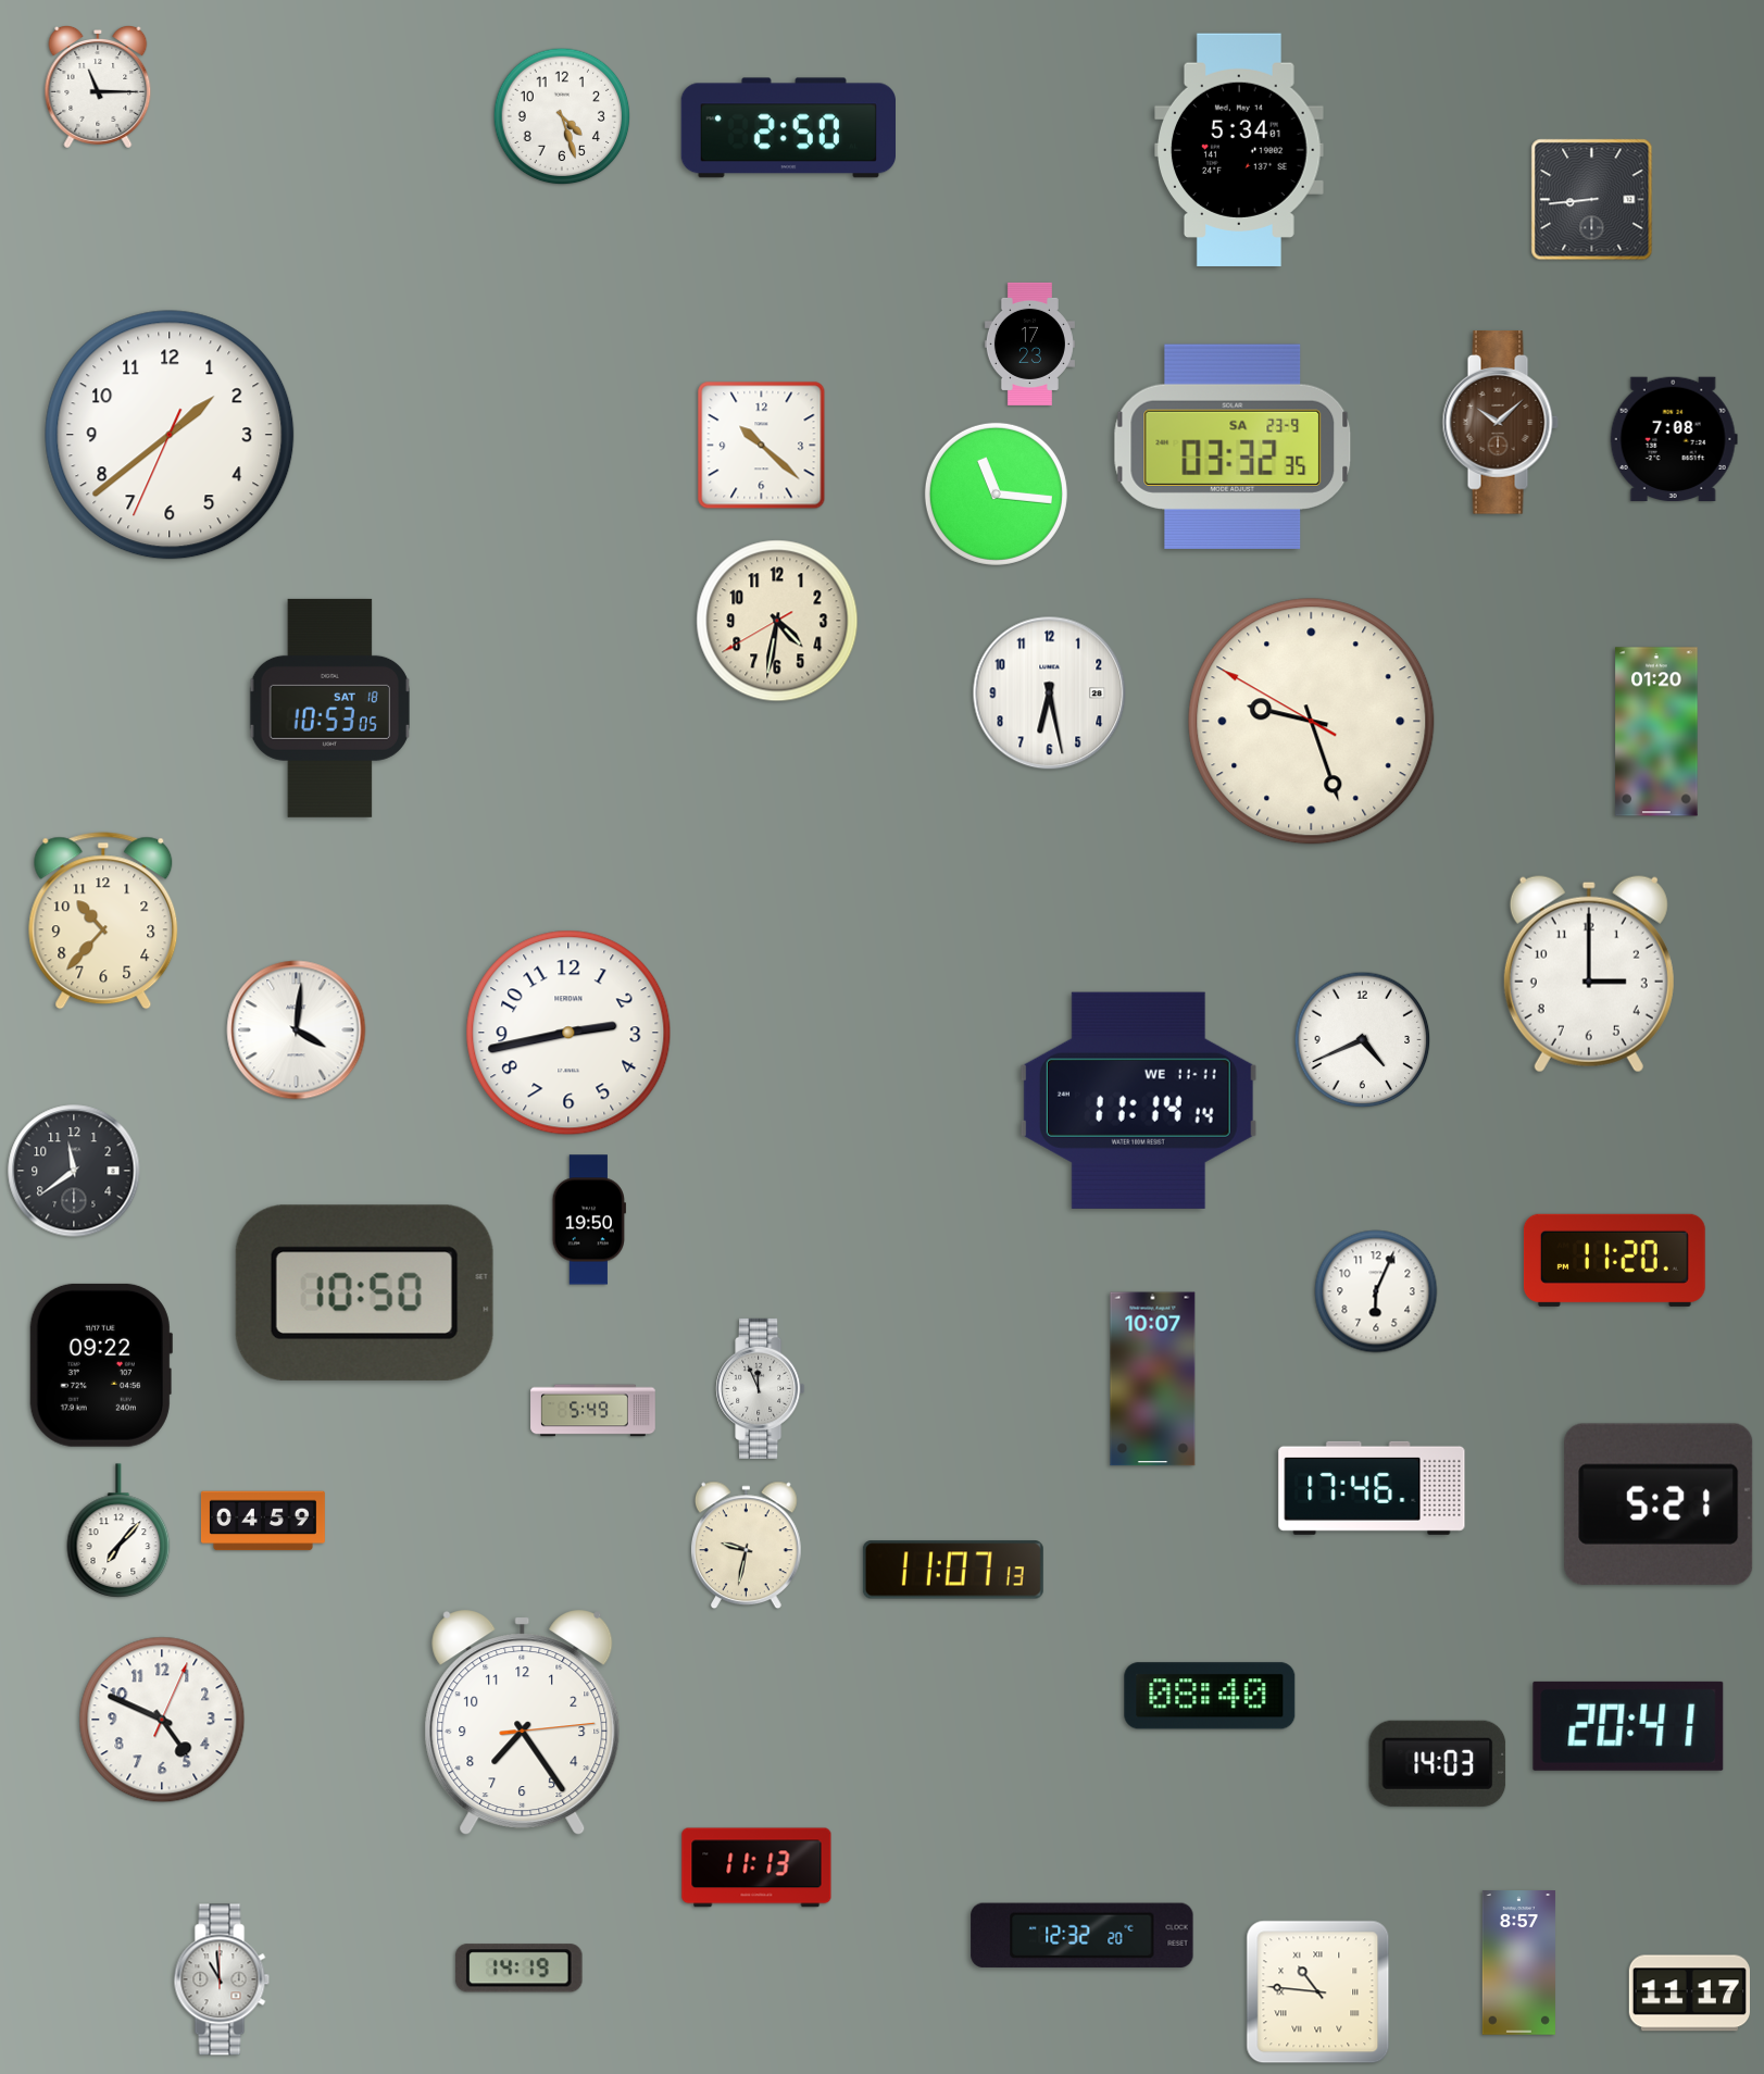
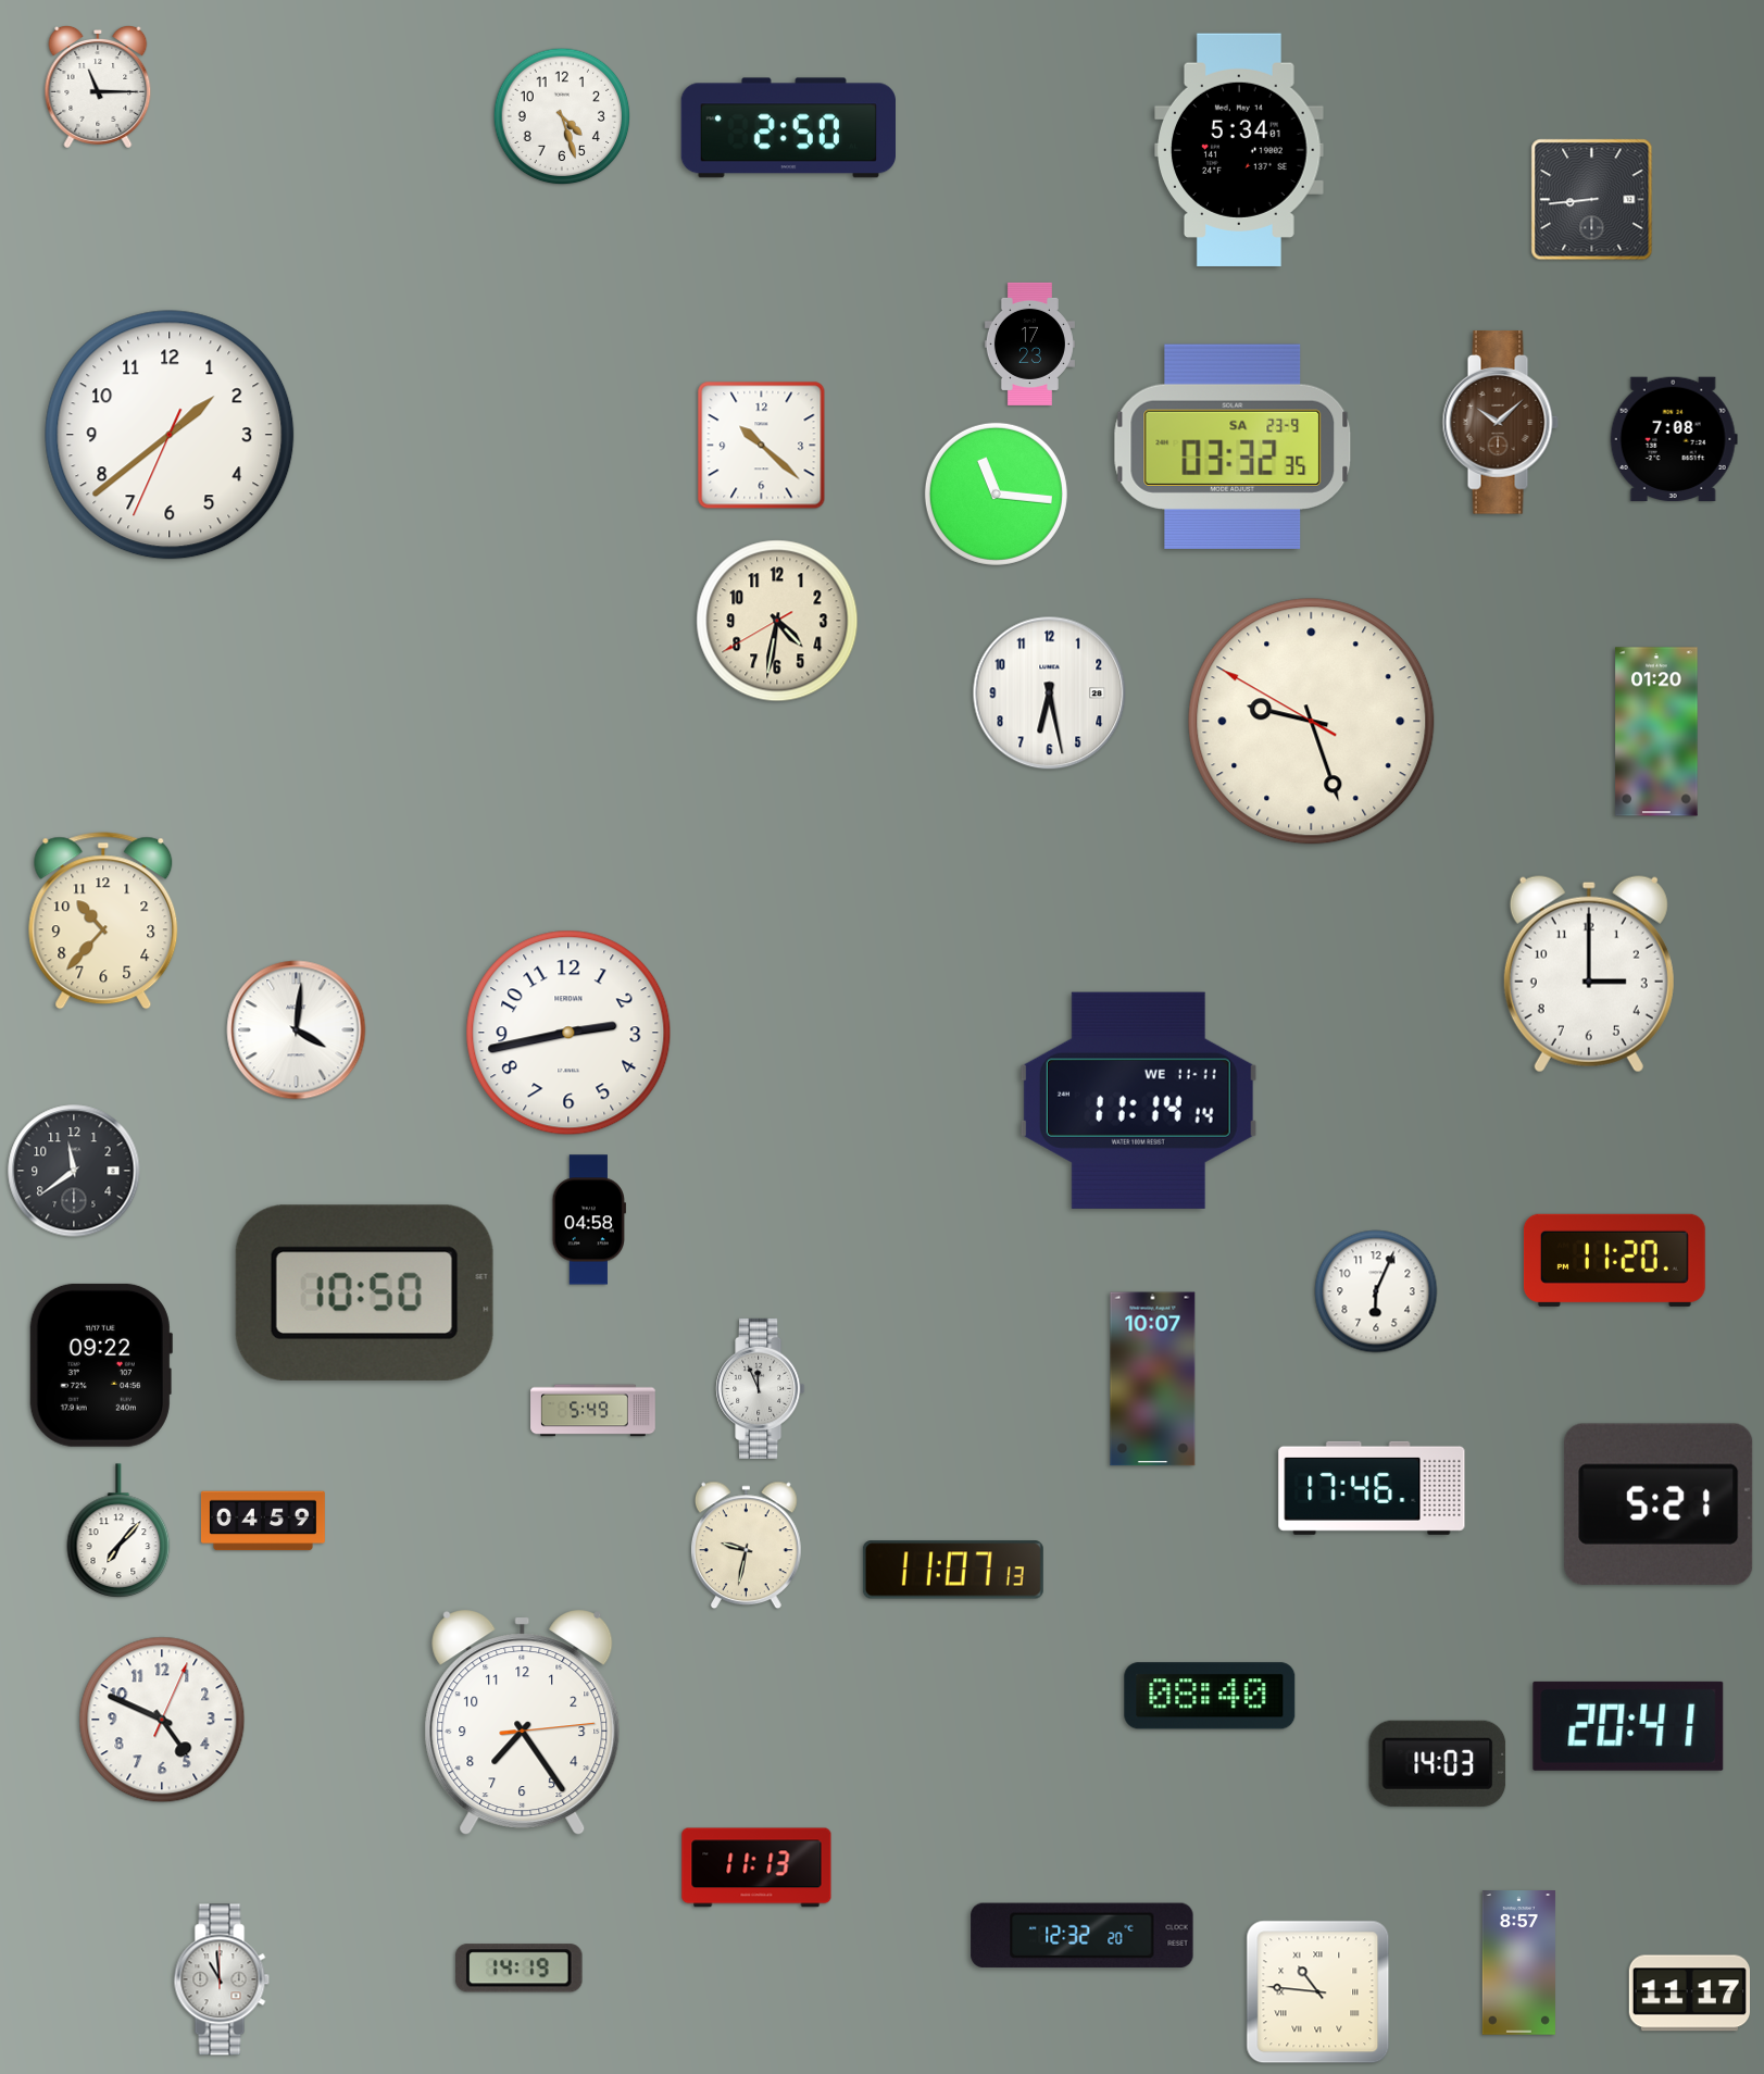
clock at (329, 708): 10:53 -> none
clock at (1363, 1040): 4:41 -> none
clock at (589, 1220): 19:50 -> 04:58
